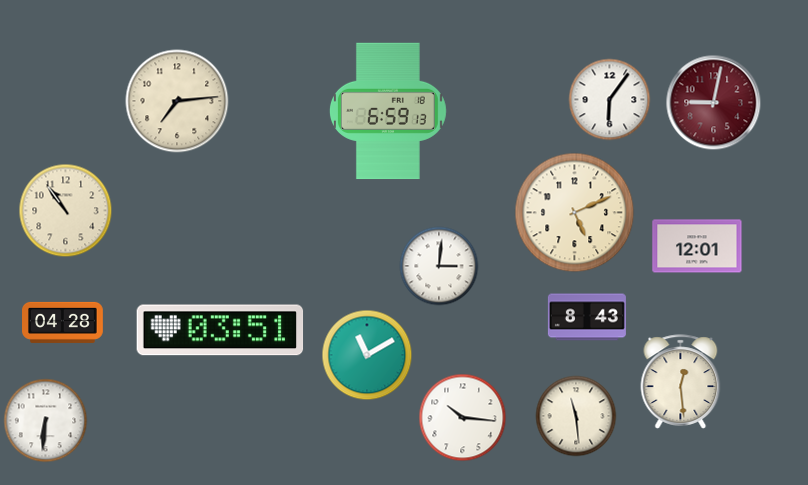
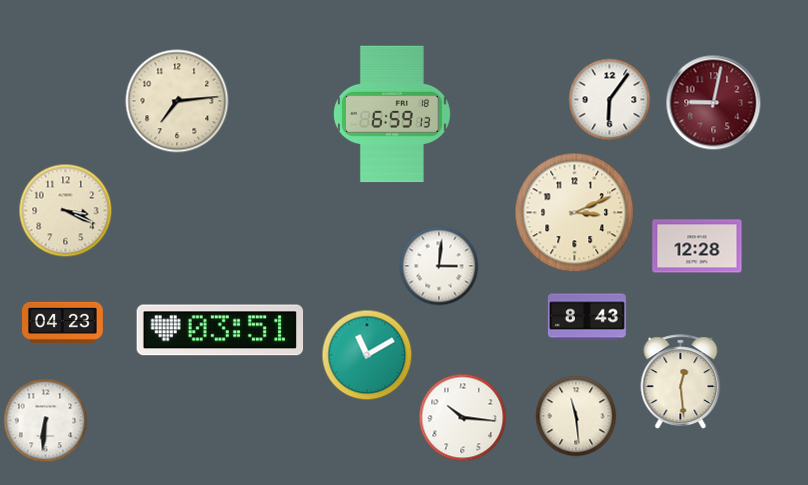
clock at (388, 111) position: (388, 111) -> (392, 114)
clock at (66, 211): 10:54 -> 3:19
clock at (575, 213): 5:11 -> 3:11
clock at (697, 246): 12:01 -> 12:28
clock at (63, 322): 04:28 -> 04:23
